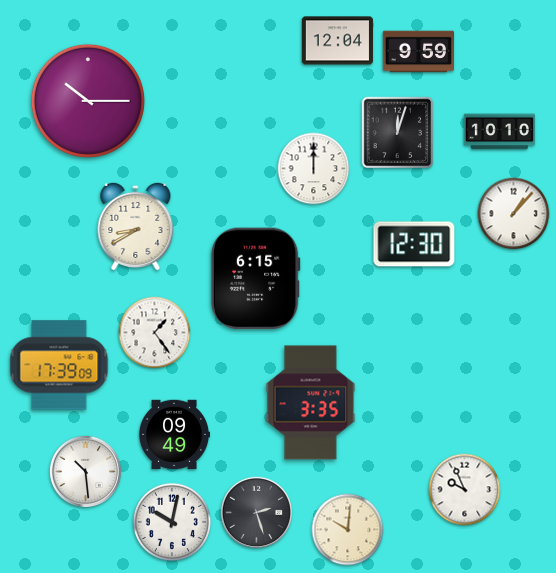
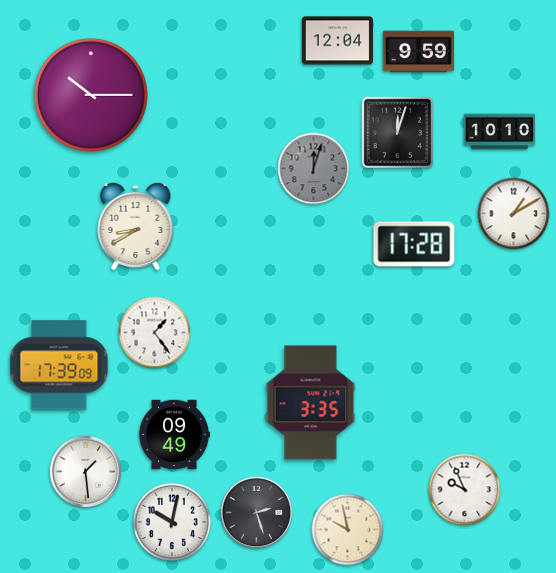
clock at (88, 101) position: (88, 101) -> (91, 95)
clock at (314, 169): 12:00 -> 12:03
clock at (314, 169) dial: white -> grey
clock at (514, 214): 1:07 -> 1:10
clock at (414, 244): 12:30 -> 17:28
clock at (255, 279): 6:15 -> none
clock at (85, 471): 10:29 -> 1:29
clock at (348, 530): 10:01 -> 9:58
